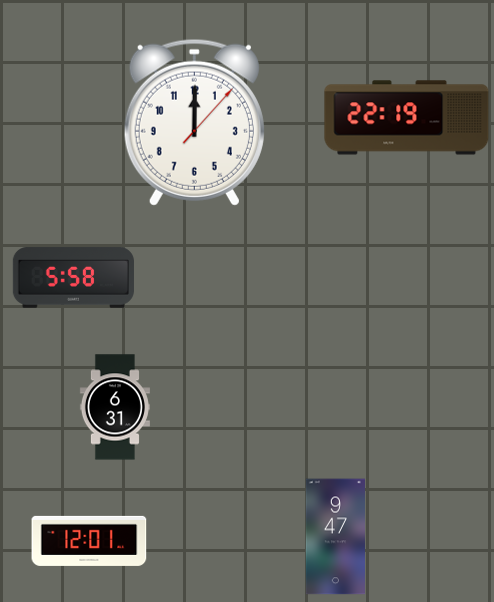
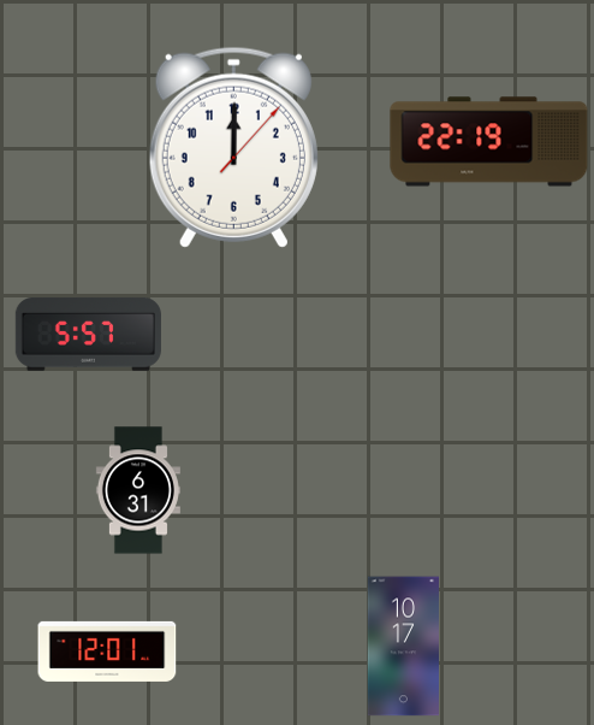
clock at (73, 278): 5:58 -> 5:57
clock at (335, 537): 9:47 -> 10:17
